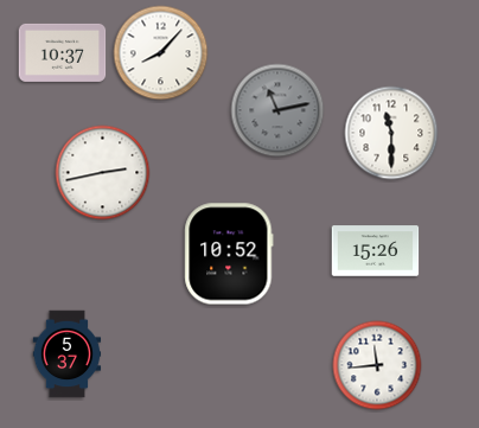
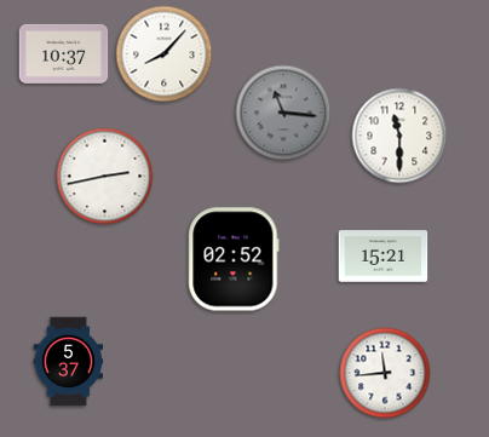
clock at (277, 110): 11:13 -> 11:16
clock at (376, 251): 15:26 -> 15:21
clock at (229, 254): 10:52 -> 02:52
